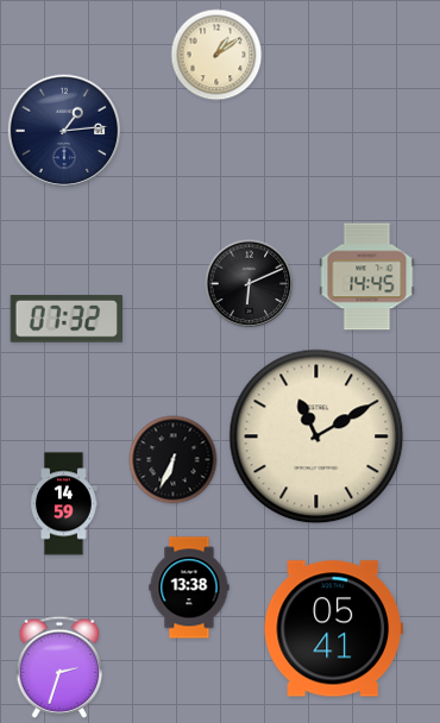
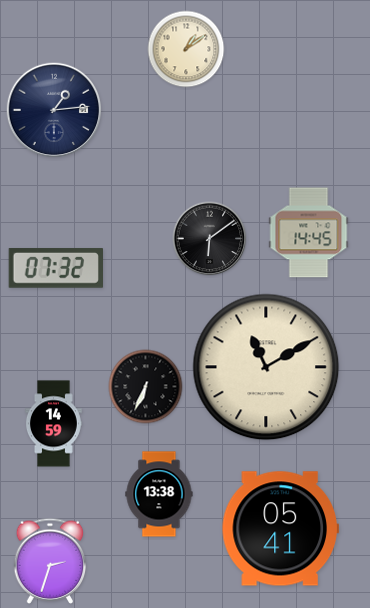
clock at (216, 55) position: (216, 55) -> (186, 49)
clock at (250, 284): 6:11 -> 6:09
